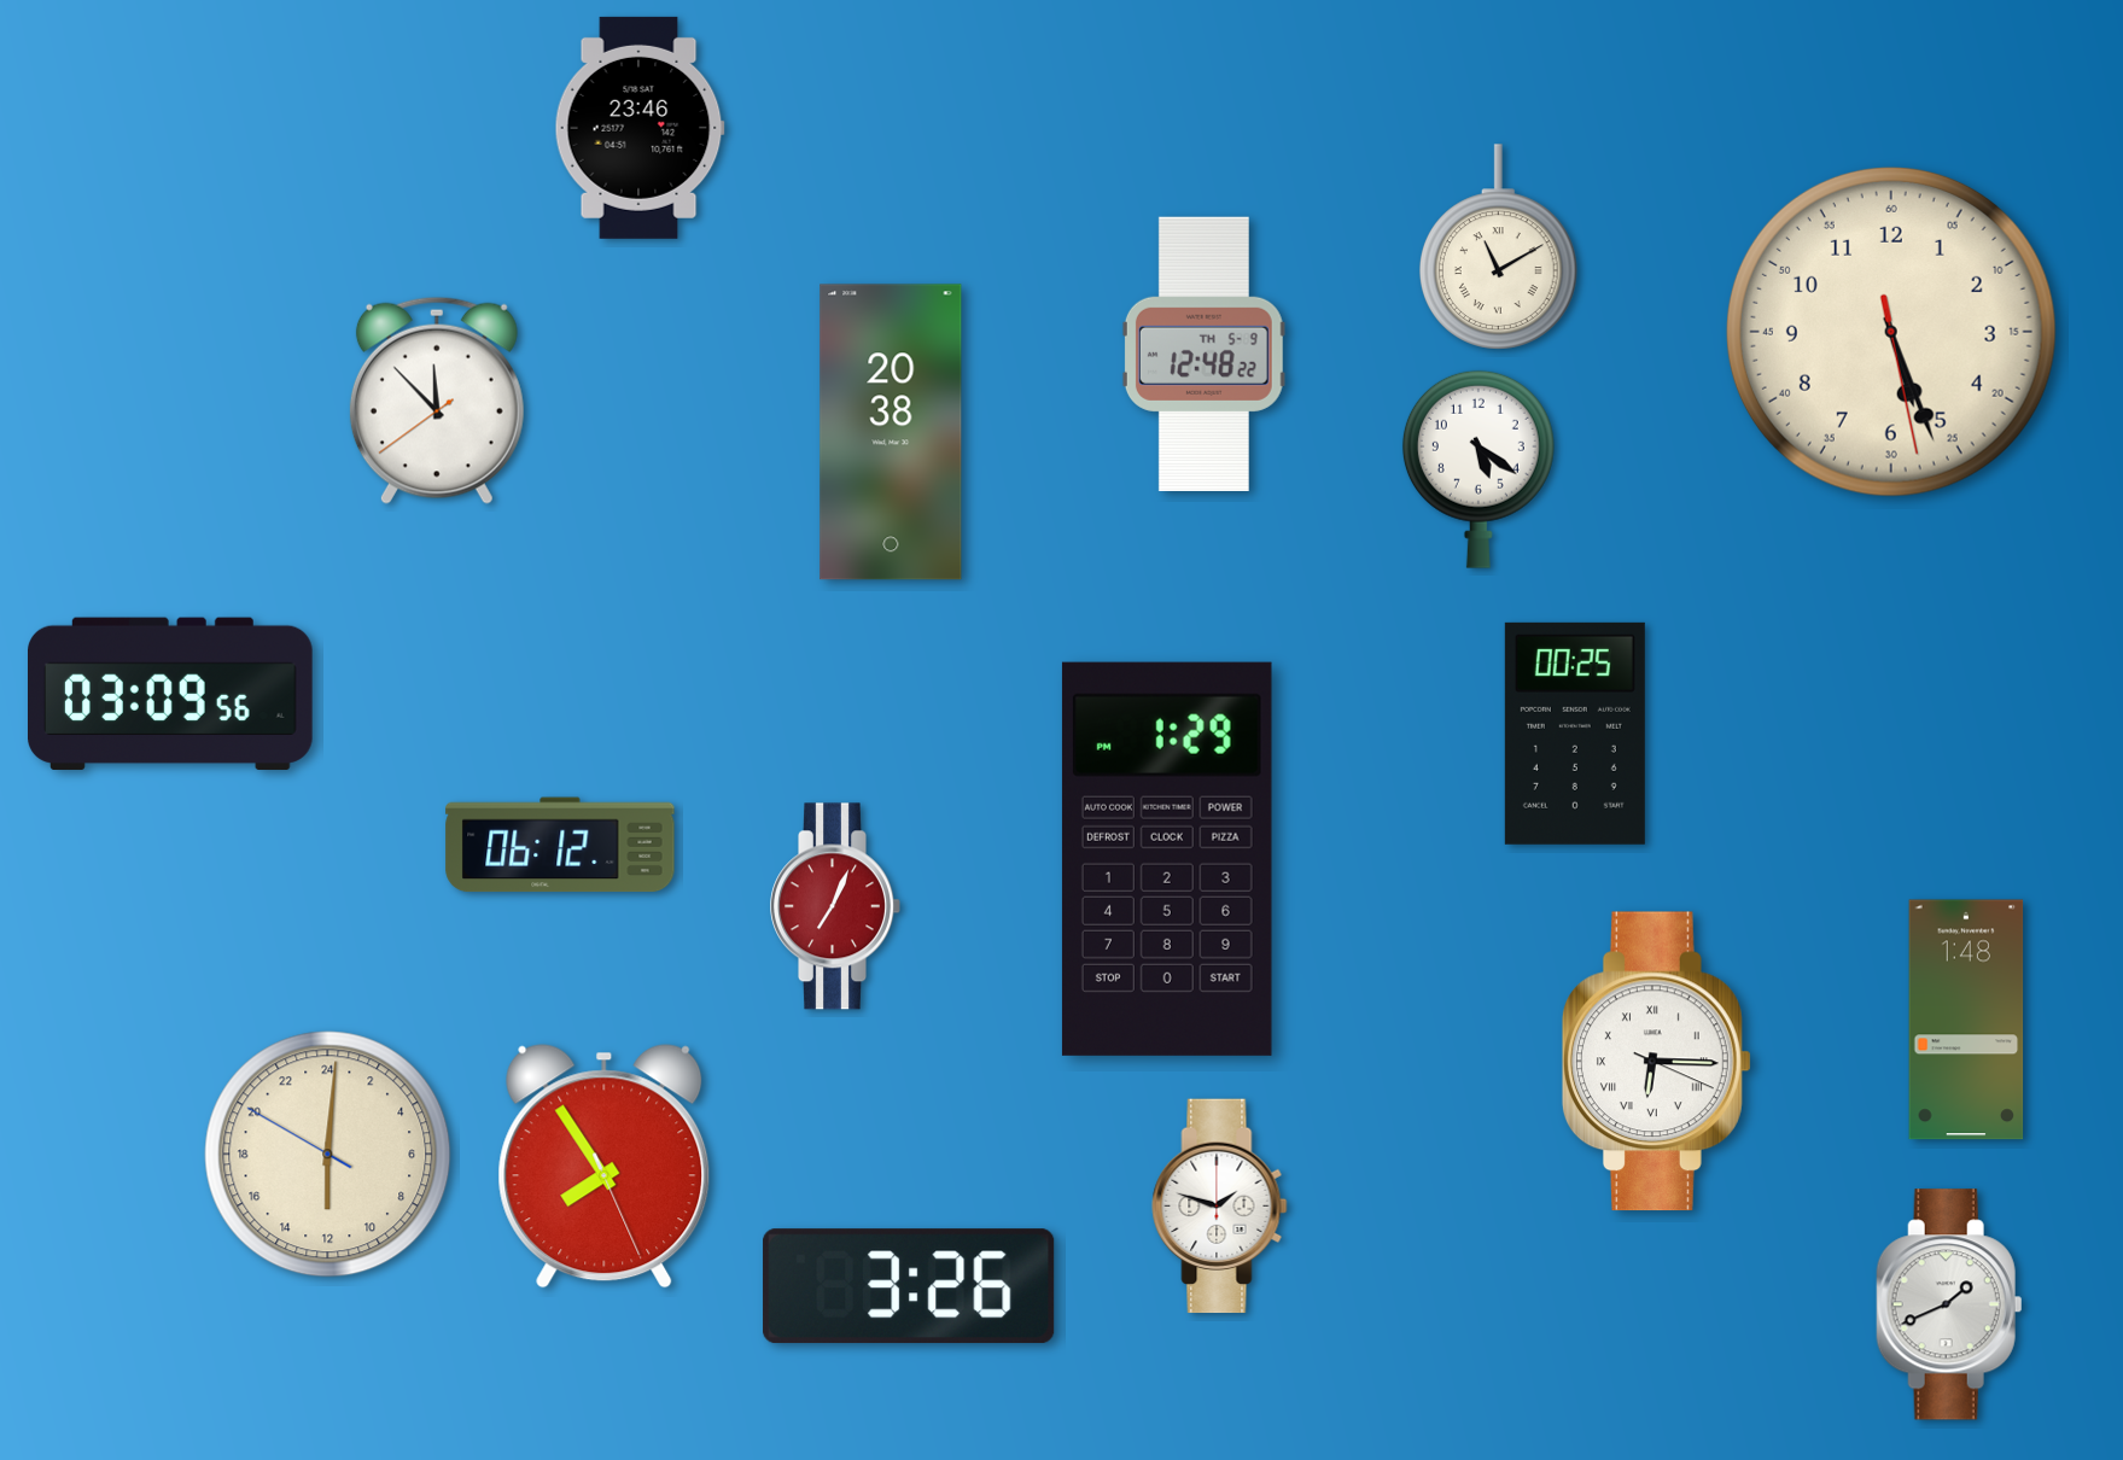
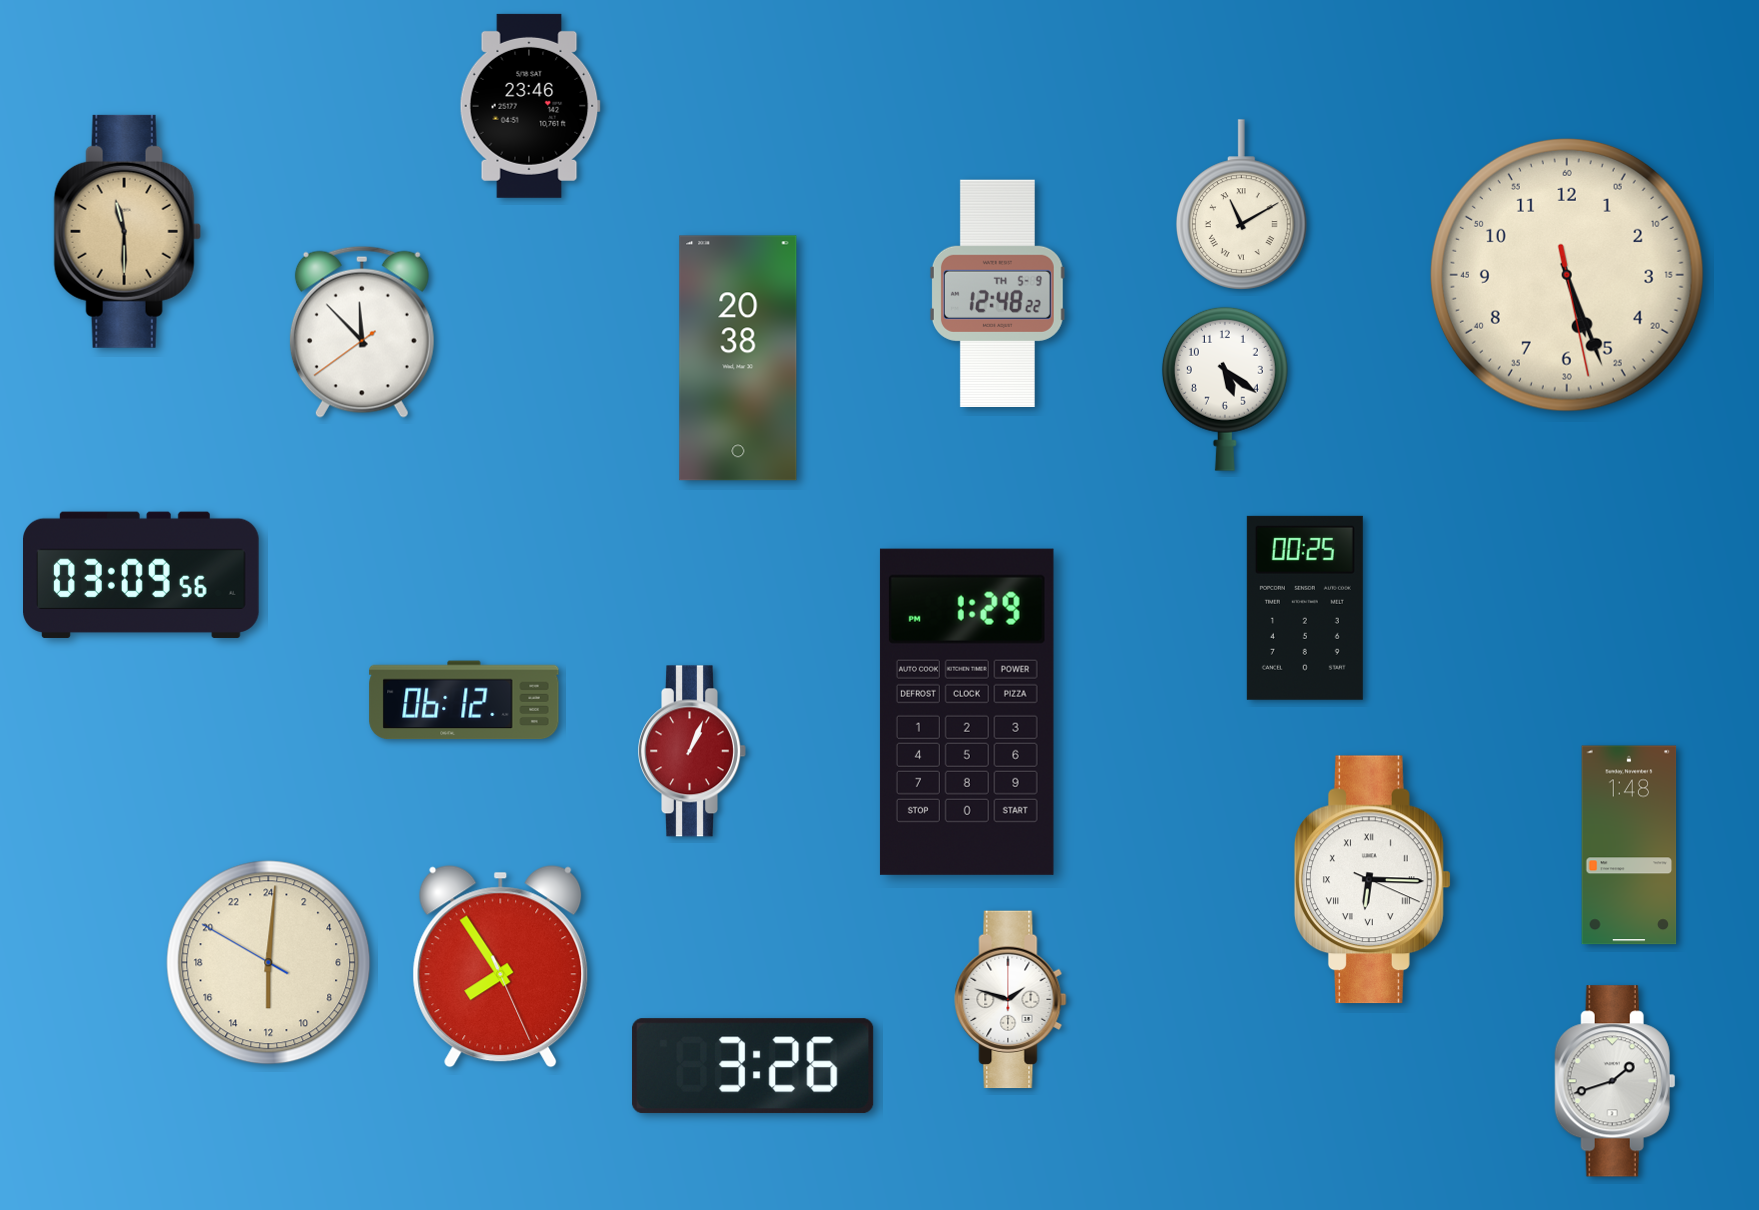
clock at (127, 231): none -> 11:30
clock at (836, 906): 7:04 -> 1:04
clock at (328, 1155) position: (328, 1155) -> (269, 963)
clock at (1949, 1304): 1:41 -> 1:42
